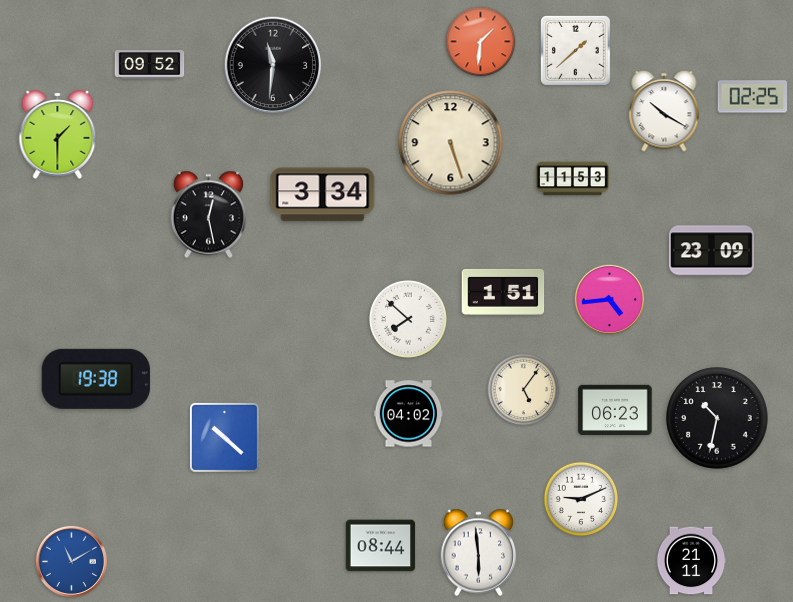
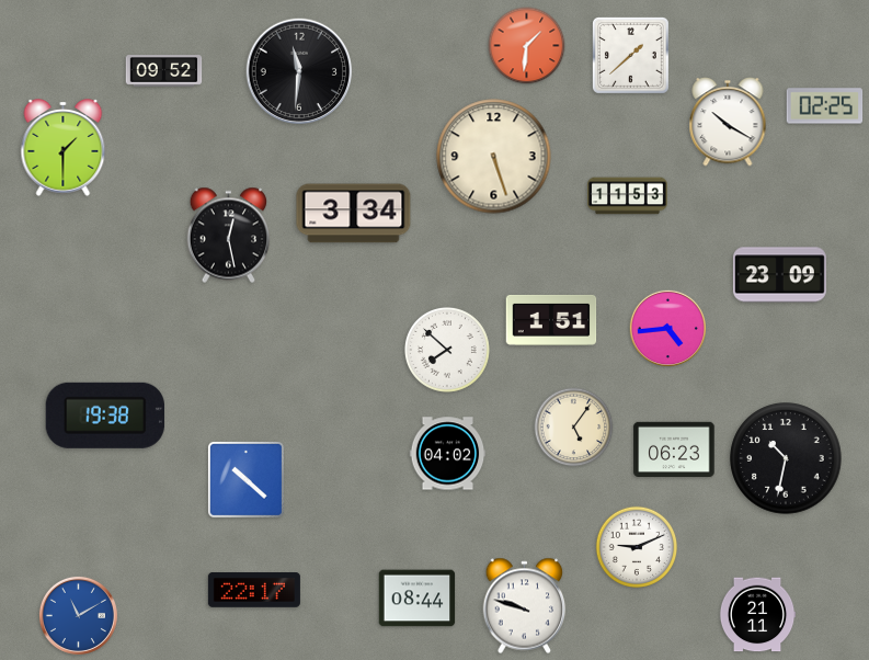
clock at (254, 591): none -> 22:17
clock at (479, 553): 5:59 -> 9:48
